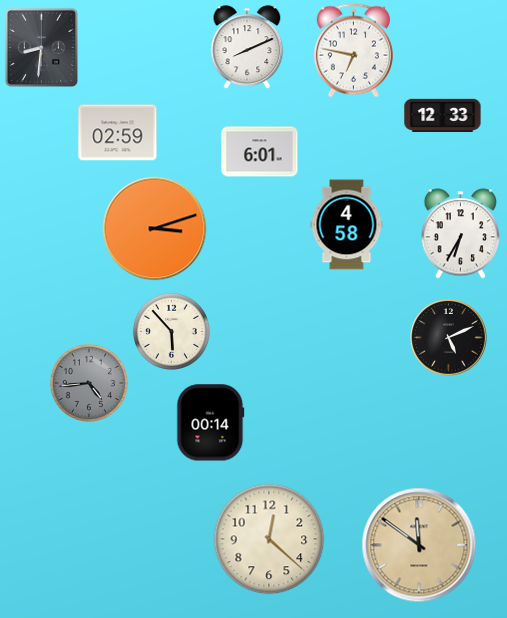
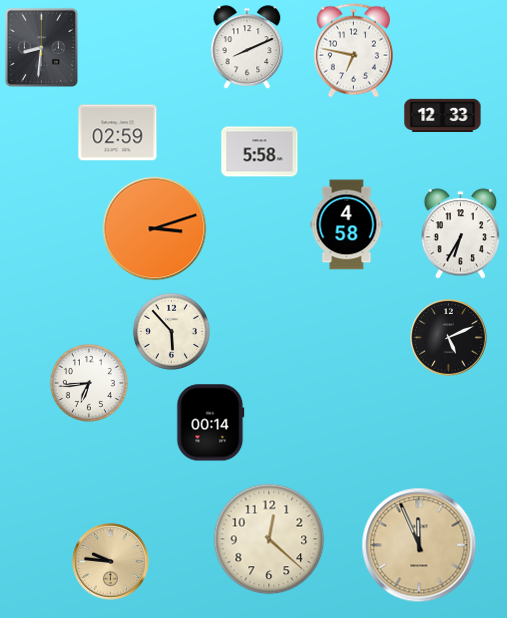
clock at (260, 152): 6:01 -> 5:58
clock at (89, 383): 4:44 -> 6:44
clock at (89, 383) dial: grey -> white
clock at (419, 545): 11:51 -> 11:56
clock at (111, 562): none -> 9:46
